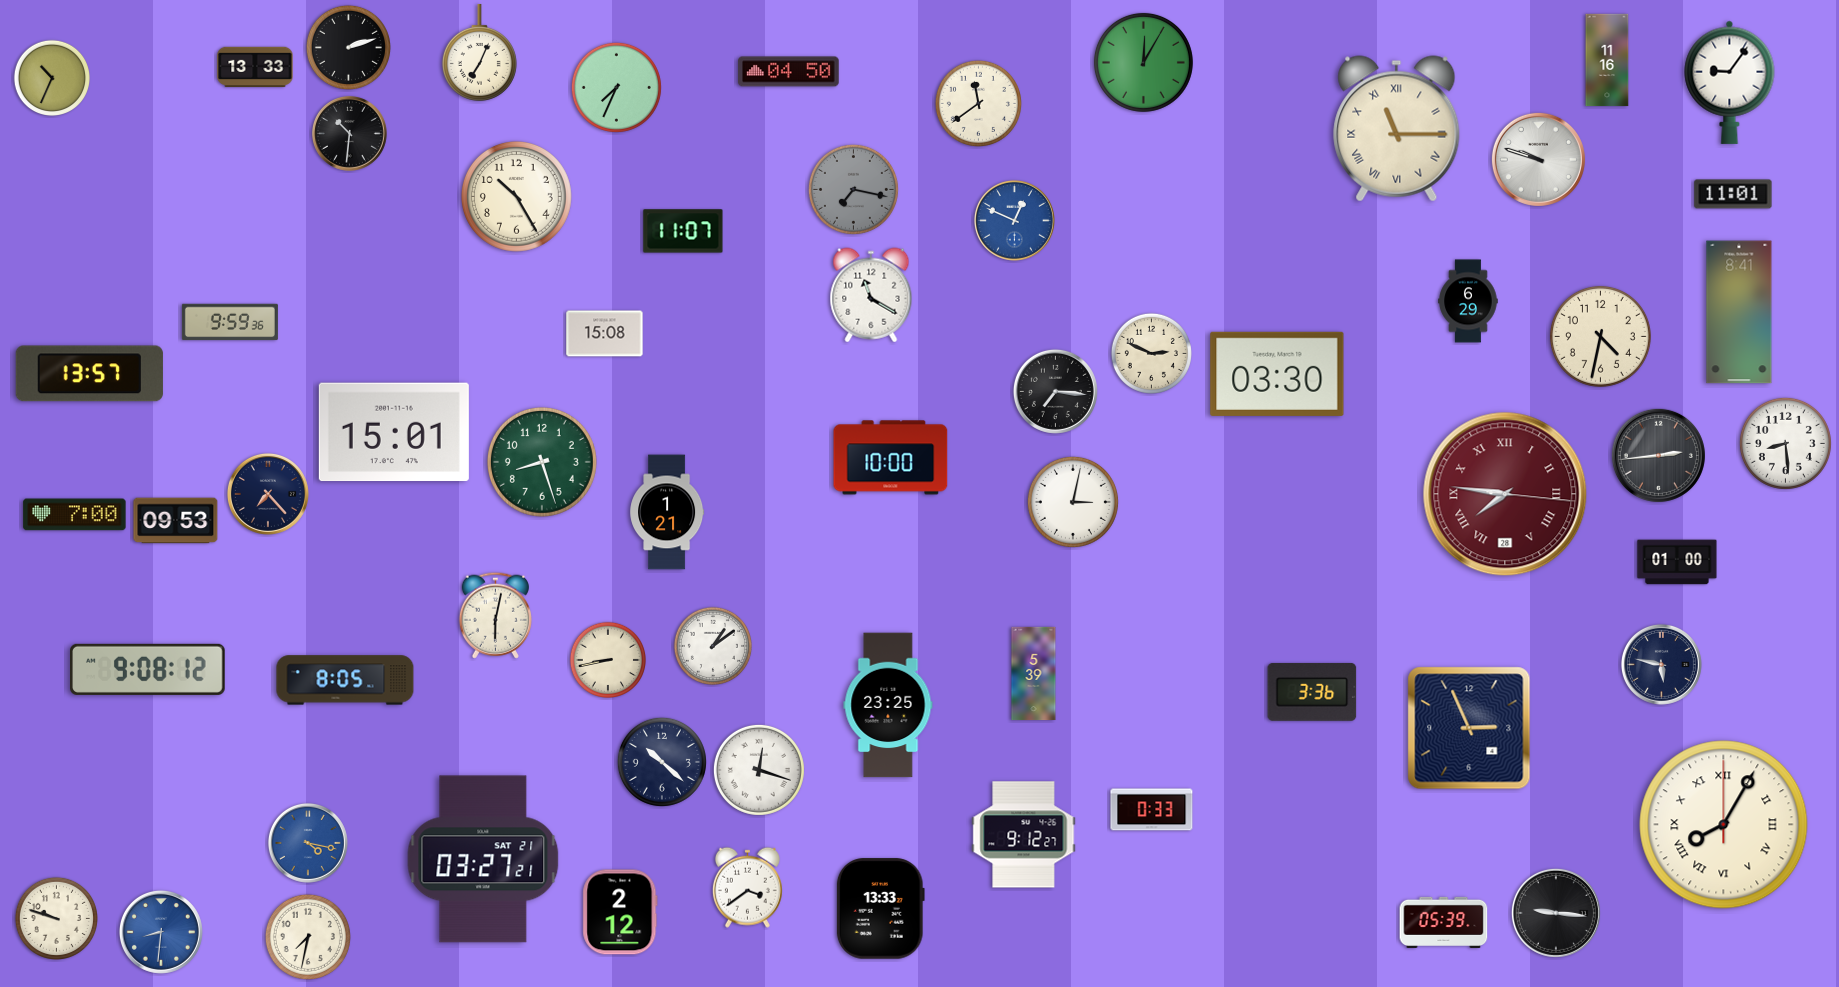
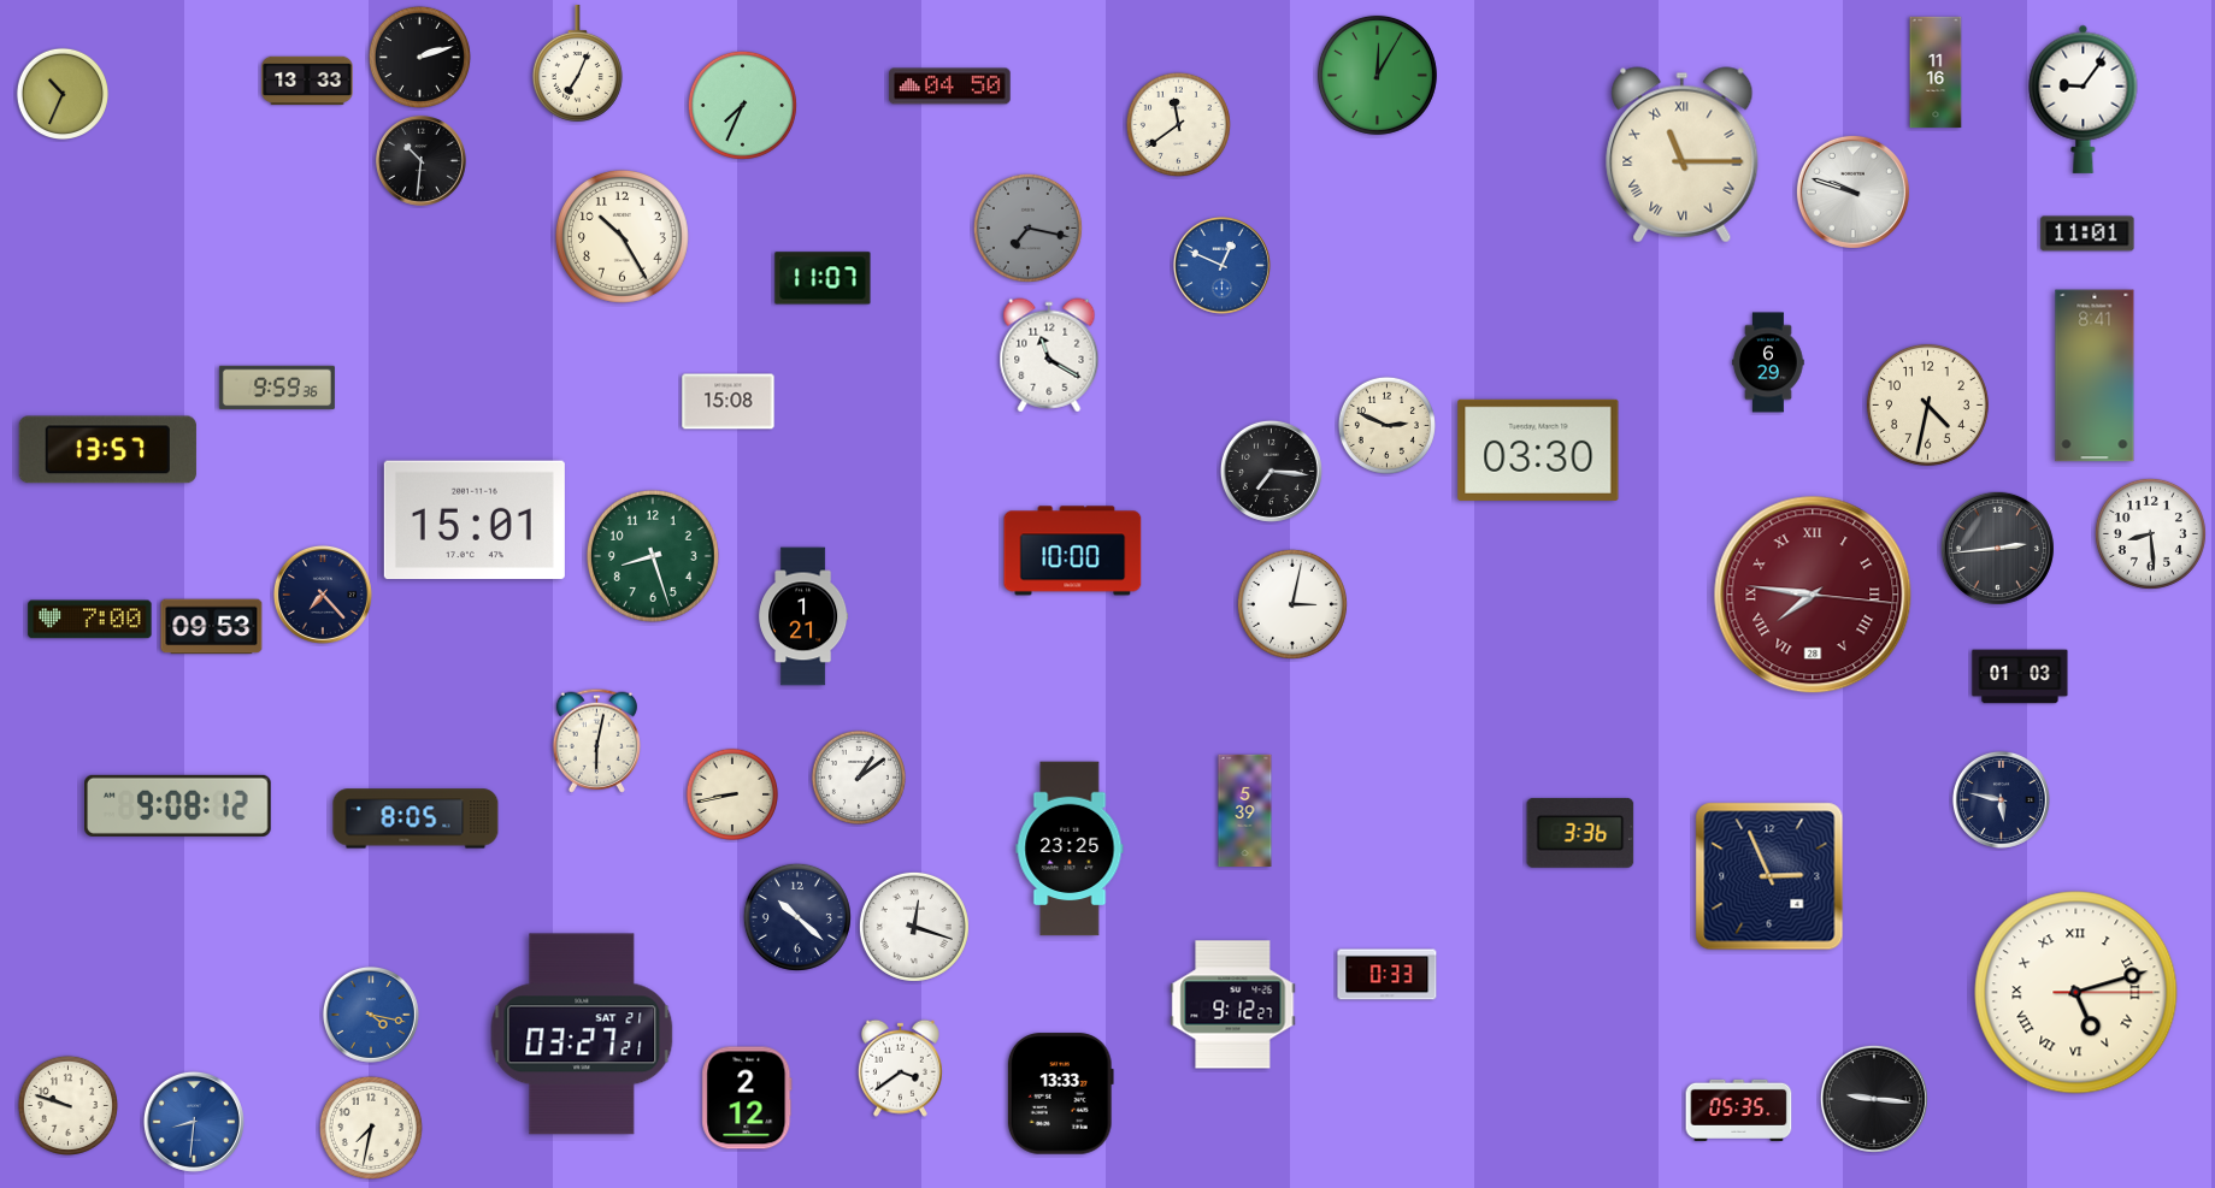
clock at (1677, 562): 01:00 -> 01:03
clock at (1724, 825): 8:05 -> 5:12
clock at (1444, 922): 05:39 -> 05:35
